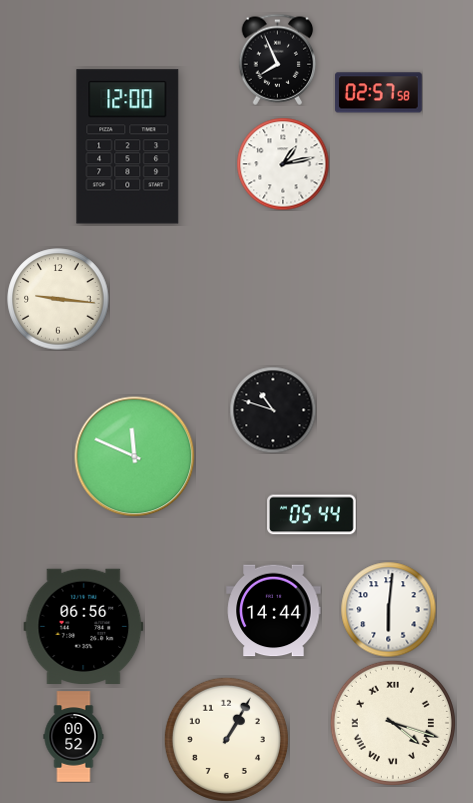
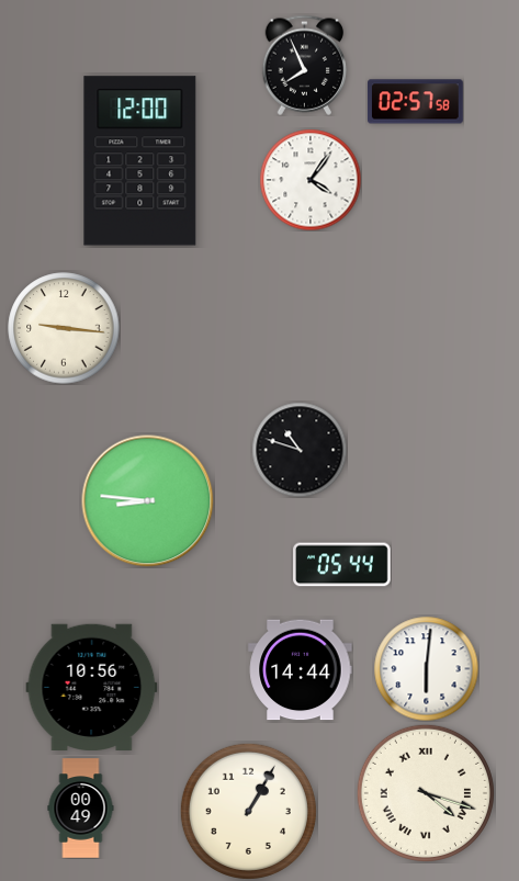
clock at (283, 164): 1:13 -> 4:06
clock at (135, 457): 11:49 -> 8:46
clock at (84, 626): 06:56 -> 10:56
clock at (393, 723) position: (393, 723) -> (426, 793)
clock at (74, 737): 00:52 -> 00:49
